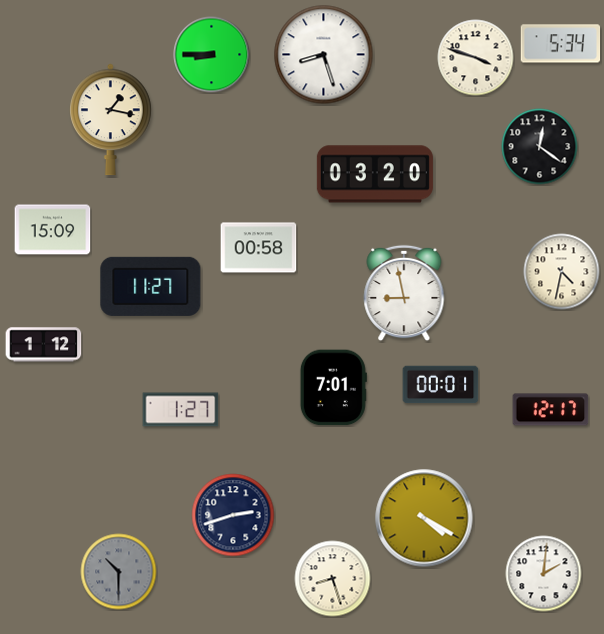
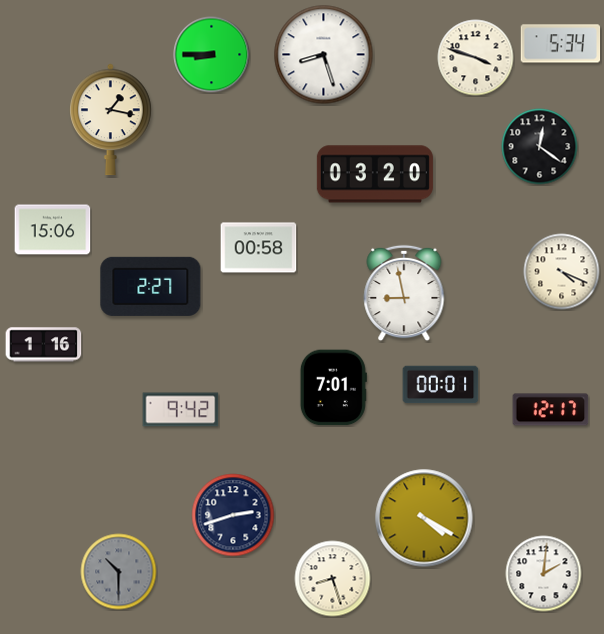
clock at (53, 230): 15:09 -> 15:06
clock at (562, 272): 4:32 -> 4:19
clock at (151, 286): 11:27 -> 2:27
clock at (44, 345): 1:12 -> 1:16
clock at (181, 410): 1:27 -> 9:42
